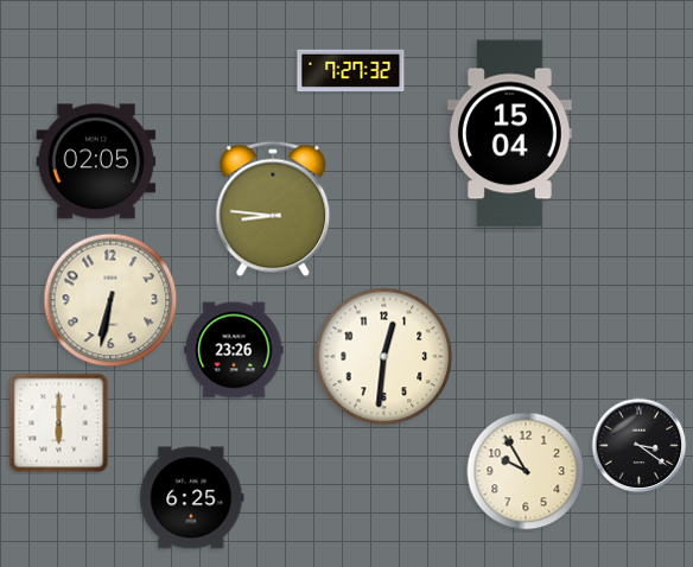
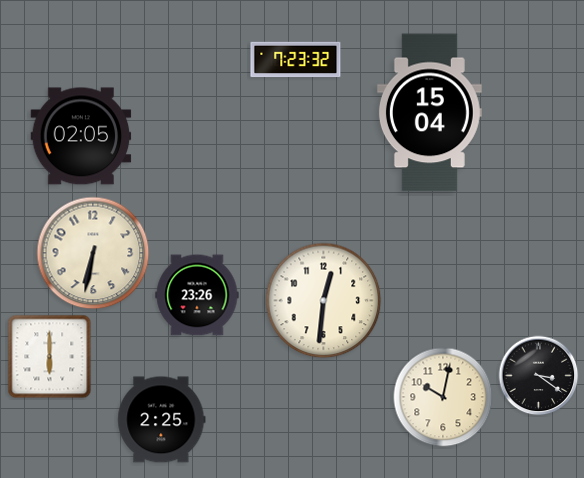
clock at (351, 71): 7:27 -> 7:23
clock at (273, 209): 8:46 -> none
clock at (526, 471): 9:55 -> 10:02
clock at (192, 498): 6:25 -> 2:25
